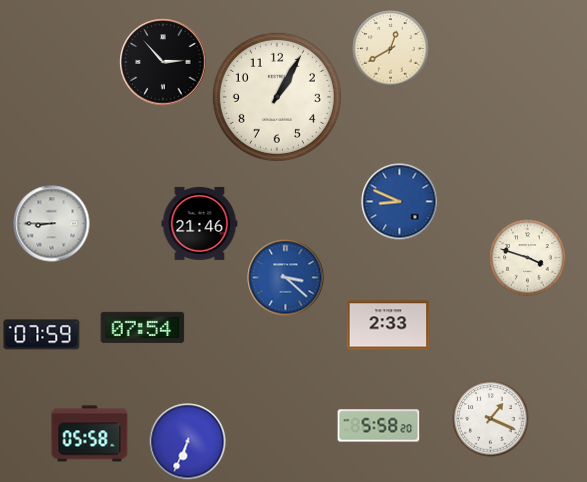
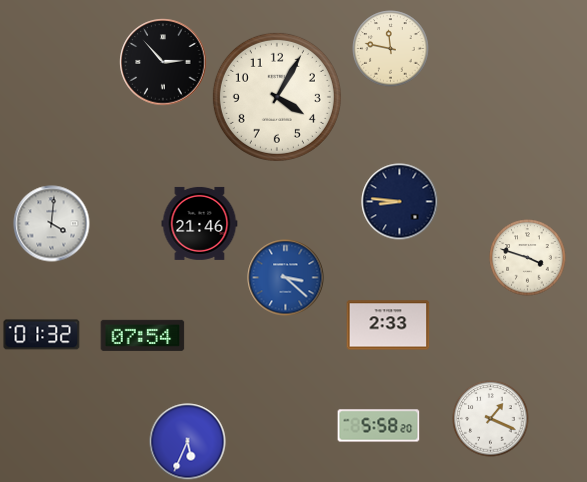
clock at (391, 49): 12:40 -> 11:47
clock at (277, 97): 1:05 -> 4:05
clock at (400, 202): 8:49 -> 8:46
clock at (400, 202) dial: blue -> navy
clock at (52, 224): 8:45 -> 4:01
clock at (143, 327) position: (143, 327) -> (143, 335)
clock at (42, 335): 07:59 -> 01:32
clock at (90, 434): 05:58 -> none
clock at (188, 442): 6:34 -> 5:34
